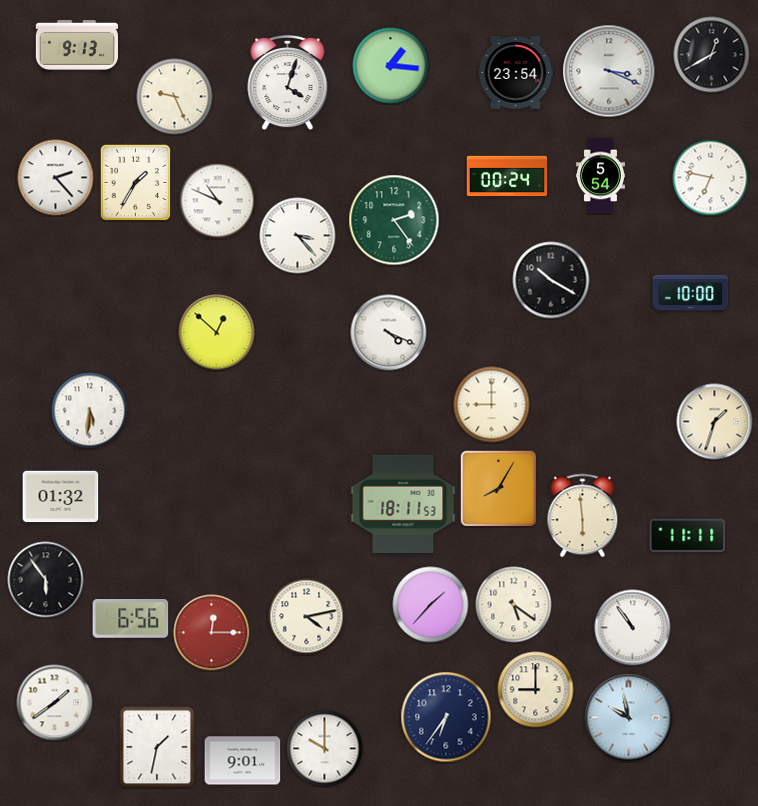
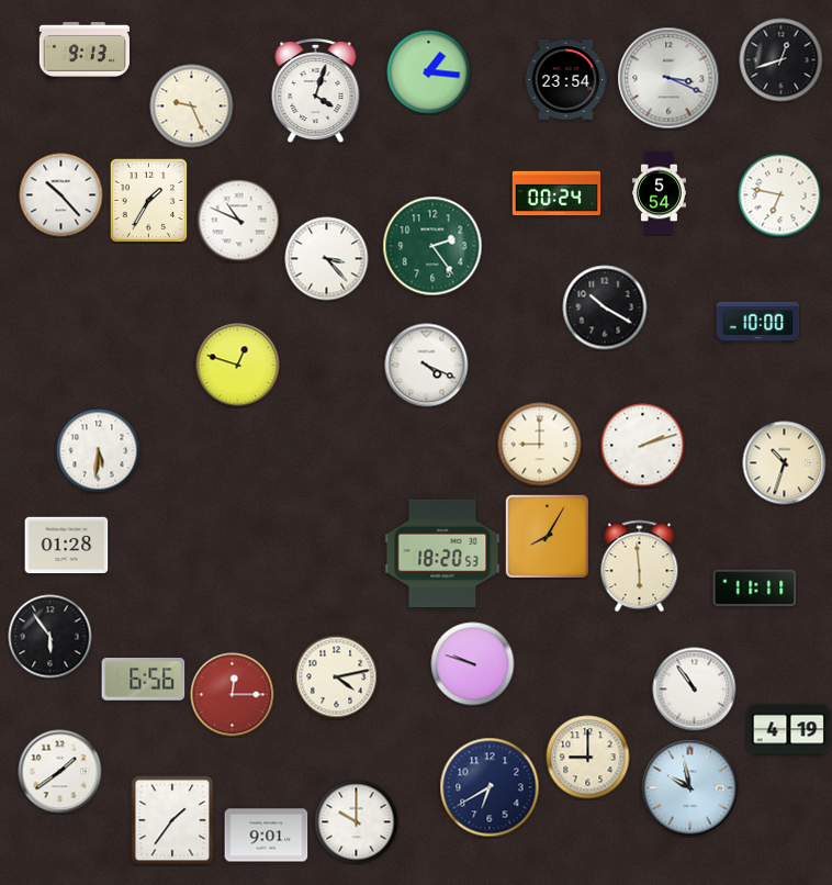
clock at (712, 55): 12:40 -> 12:42
clock at (56, 178): 2:23 -> 10:23
clock at (394, 220) position: (394, 220) -> (432, 246)
clock at (217, 333): 12:52 -> 12:48
clock at (643, 446): none -> 2:12
clock at (715, 422): 1:33 -> 10:33
clock at (61, 497): 01:32 -> 01:28
clock at (403, 503): 18:11 -> 18:20
clock at (431, 605): 1:37 -> 9:48
clock at (514, 605): 5:21 -> none
clock at (789, 730): none -> 4:19
clock at (446, 717): 6:36 -> 6:40
clock at (157, 747): 1:32 -> 1:36
